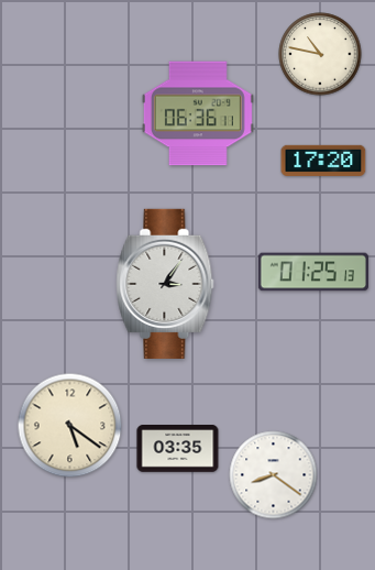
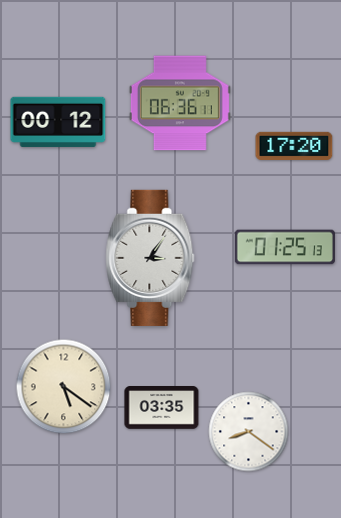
clock at (320, 54): 10:47 -> none
clock at (58, 122): none -> 00:12
